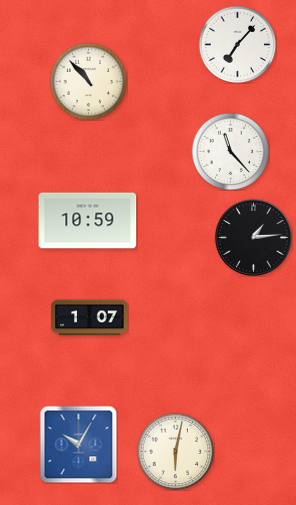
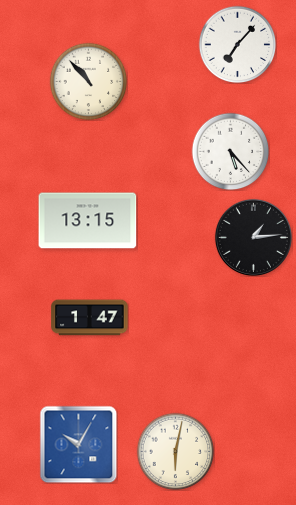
clock at (230, 151): 11:23 -> 5:23
clock at (88, 221): 10:59 -> 13:15
clock at (90, 318): 1:07 -> 1:47
